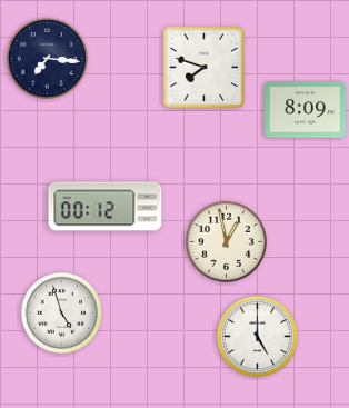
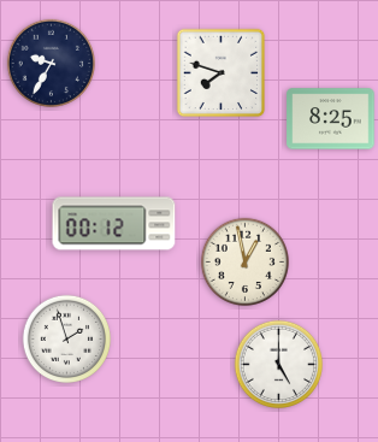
clock at (48, 59): 7:16 -> 9:35
clock at (306, 110): 8:09 -> 8:25
clock at (62, 314): 4:57 -> 1:57
